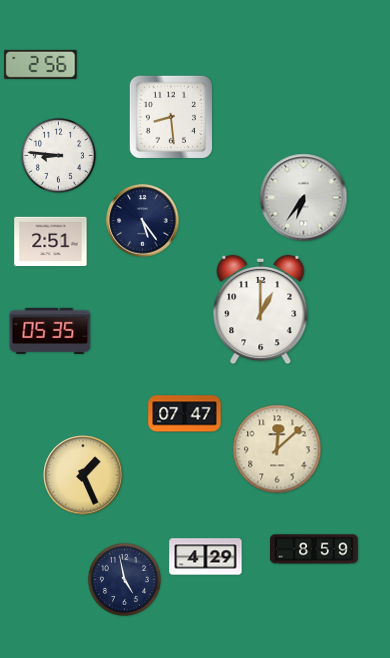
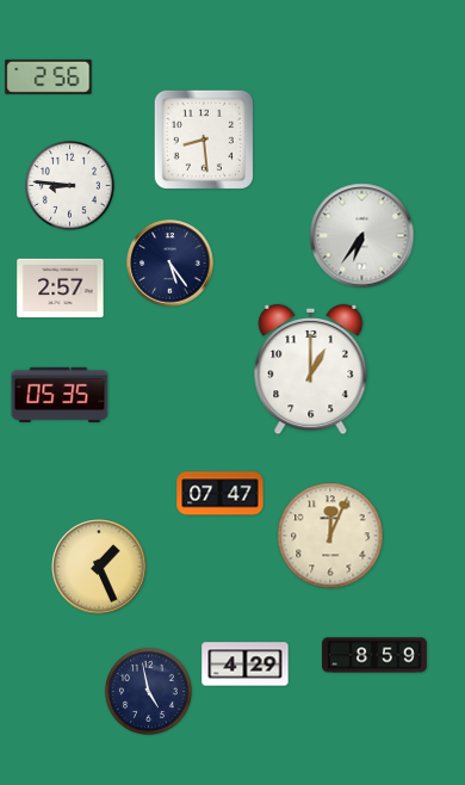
clock at (51, 242): 2:51 -> 2:57
clock at (277, 449): 12:08 -> 12:04
